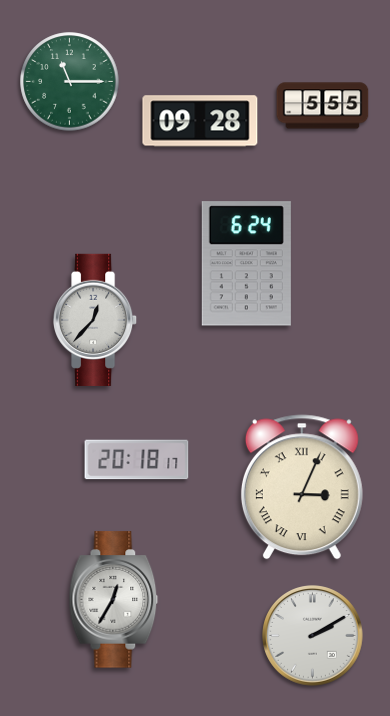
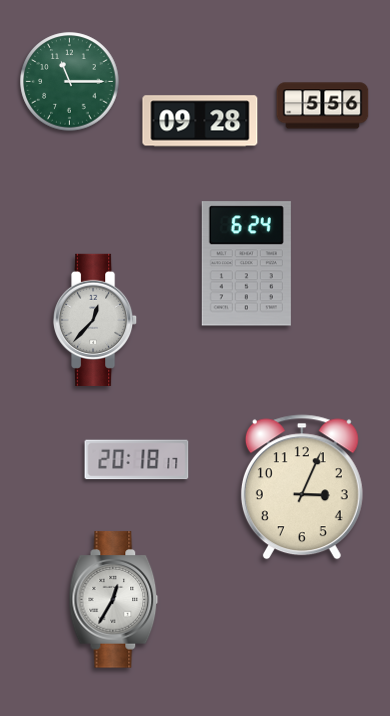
clock at (323, 106): 5:55 -> 5:56
clock at (302, 487) numerals: Roman -> Arabic
clock at (313, 636): 2:10 -> none
